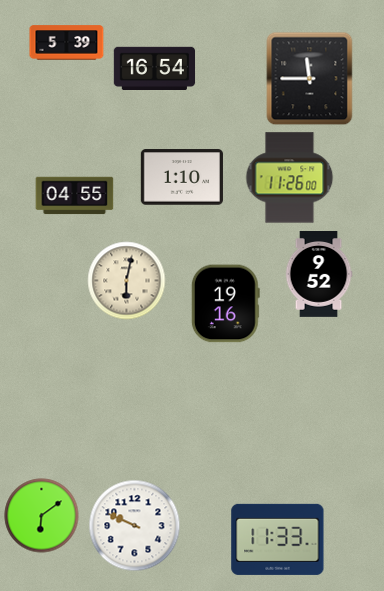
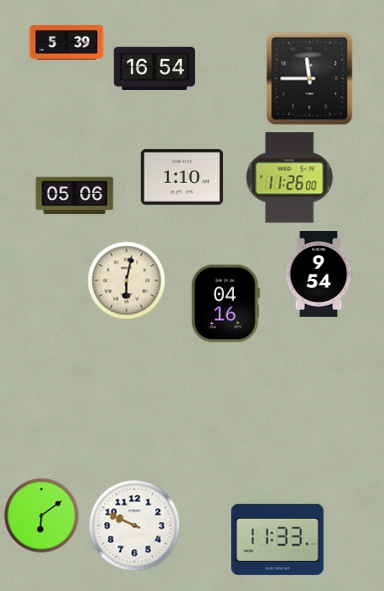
clock at (75, 196): 04:55 -> 05:06
clock at (319, 275): 9:52 -> 9:54
clock at (225, 304): 19:16 -> 04:16
